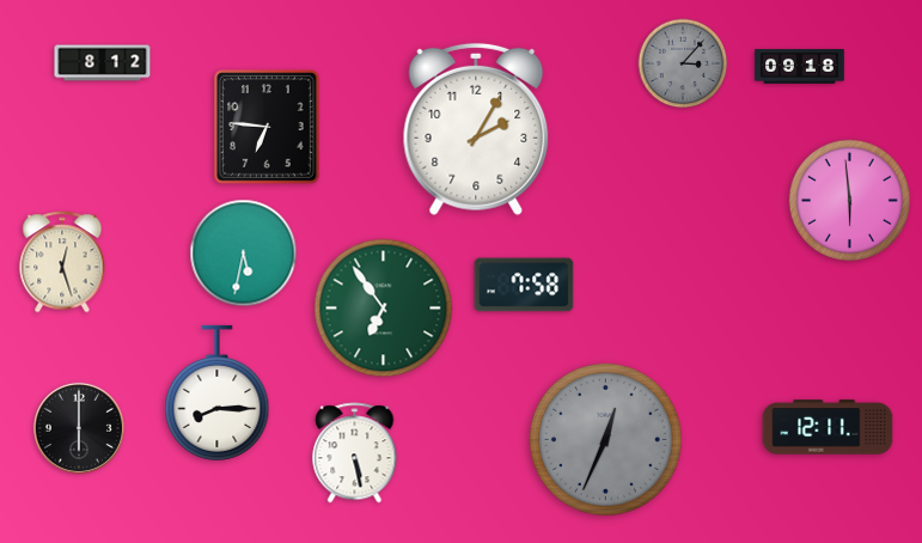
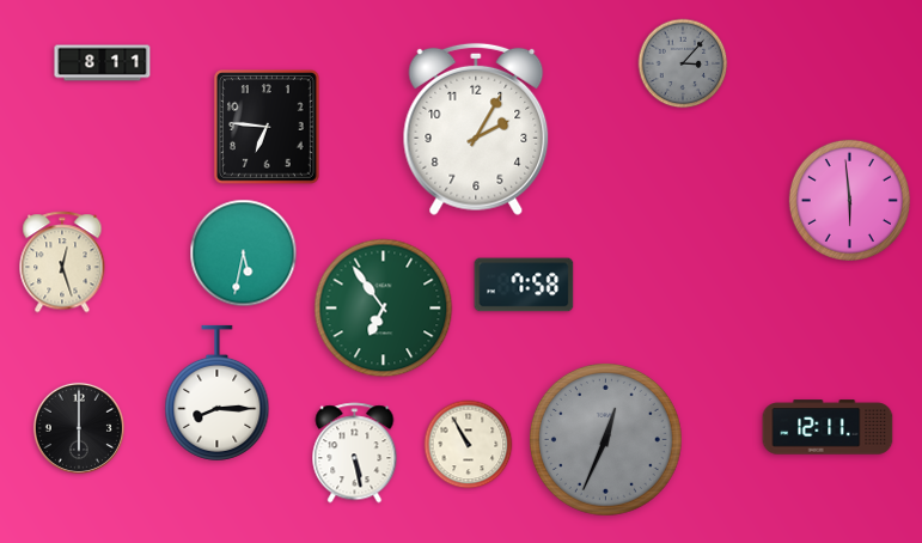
clock at (103, 63): 8:12 -> 8:11
clock at (800, 67): 09:18 -> none
clock at (469, 445): none -> 10:55
